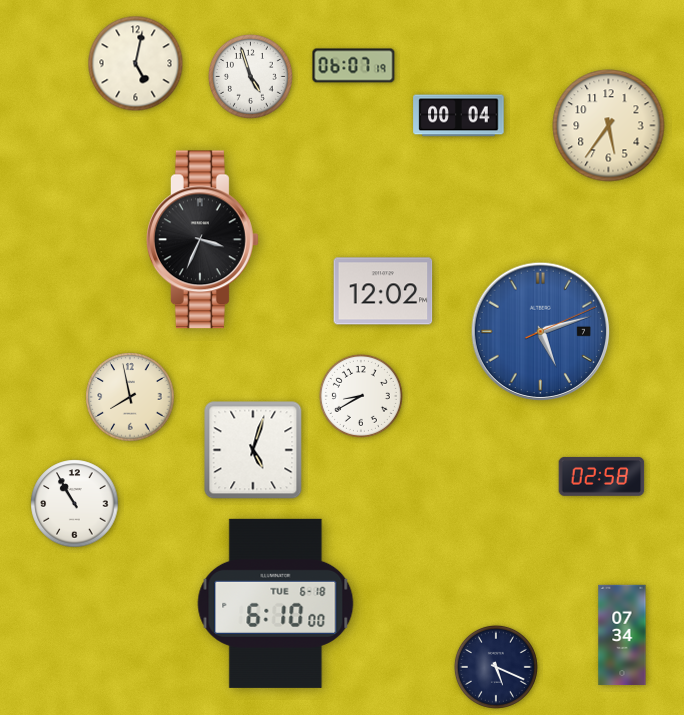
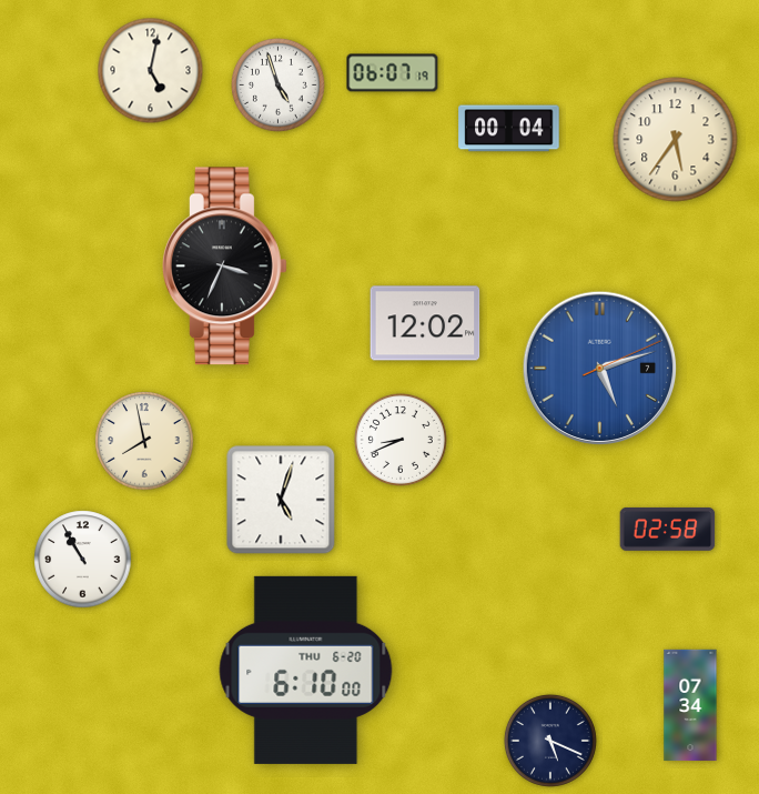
clock at (361, 396): 8:40 -> 8:41
clock at (276, 603) date: TUE 6-18 -> THU 6-20
